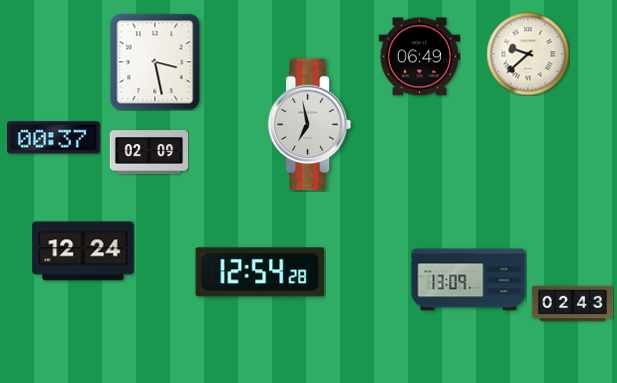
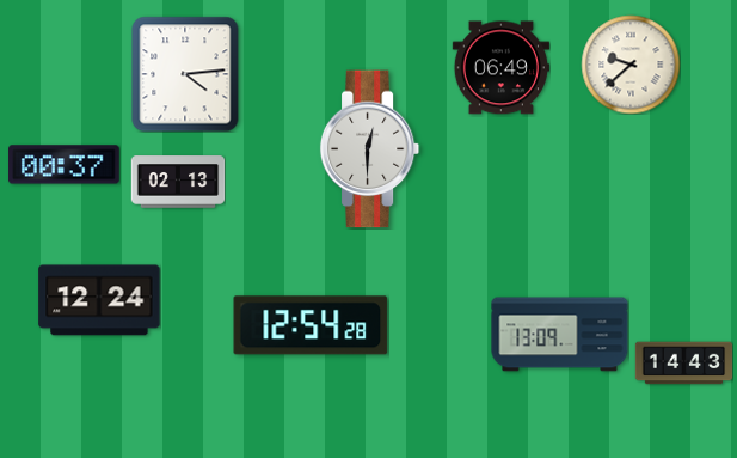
clock at (155, 62): 3:28 -> 4:14
clock at (310, 125): 6:58 -> 12:30
clock at (149, 152): 02:09 -> 02:13
clock at (572, 304): 02:43 -> 14:43
